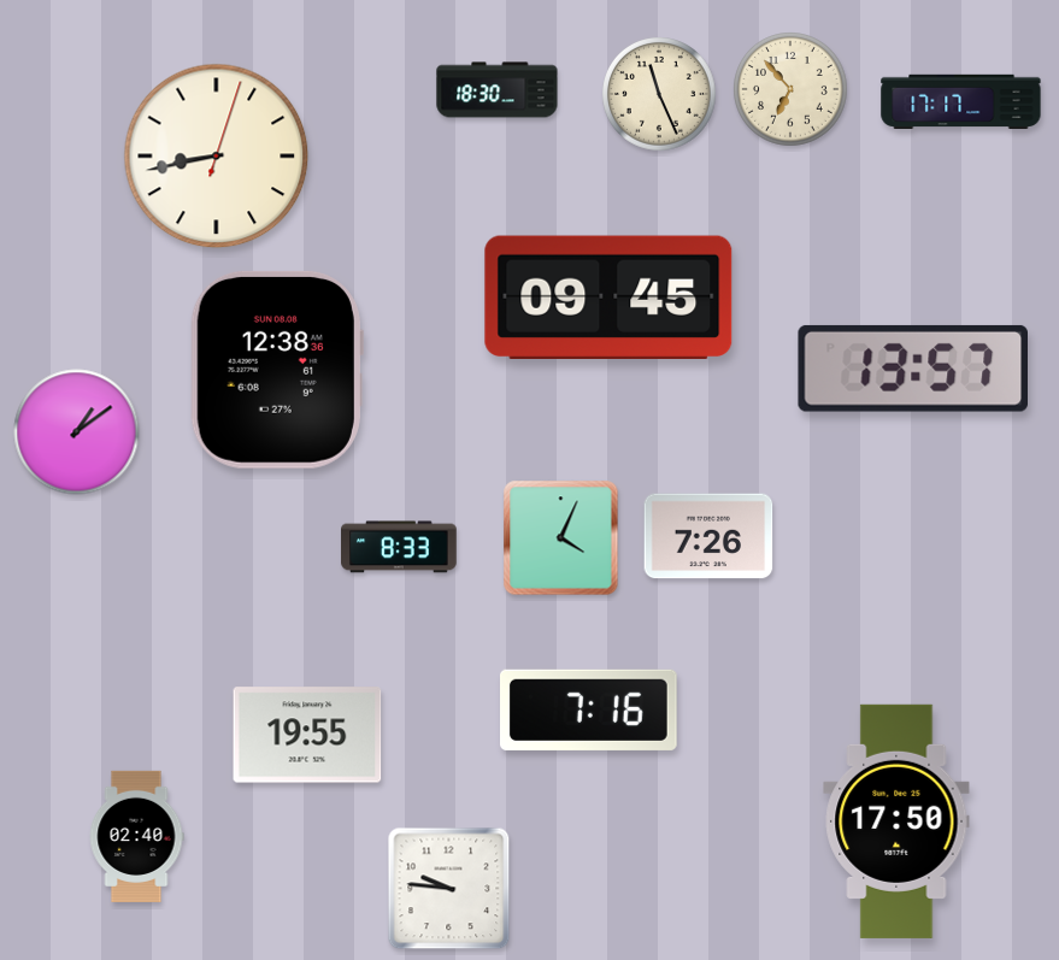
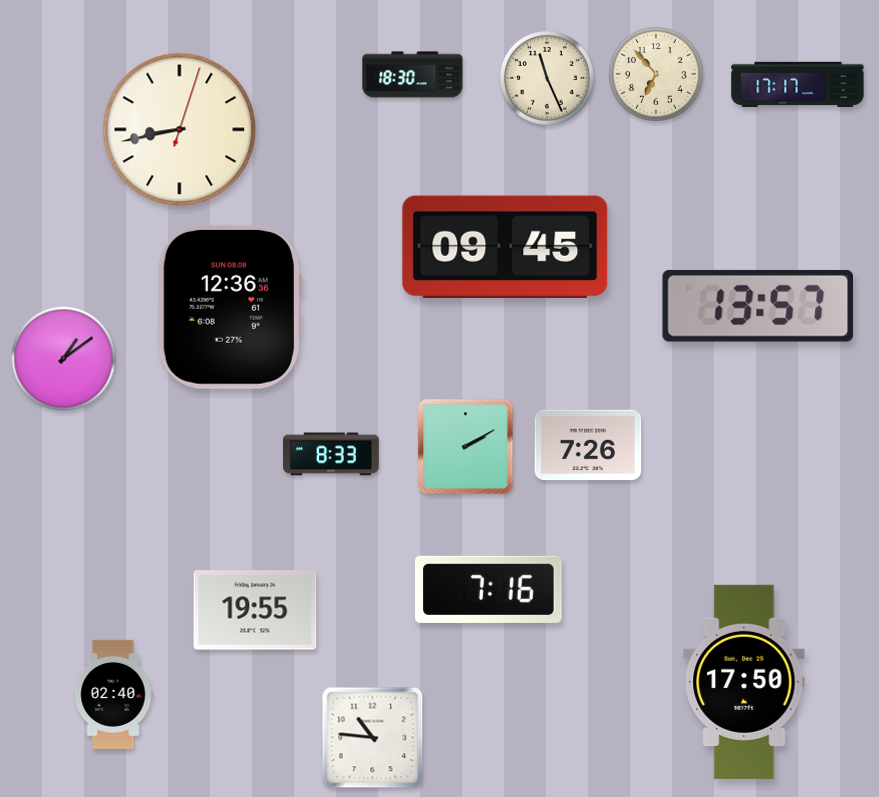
clock at (277, 370): 12:38 -> 12:36
clock at (561, 538): 4:04 -> 2:10
clock at (449, 889): 9:46 -> 10:46
